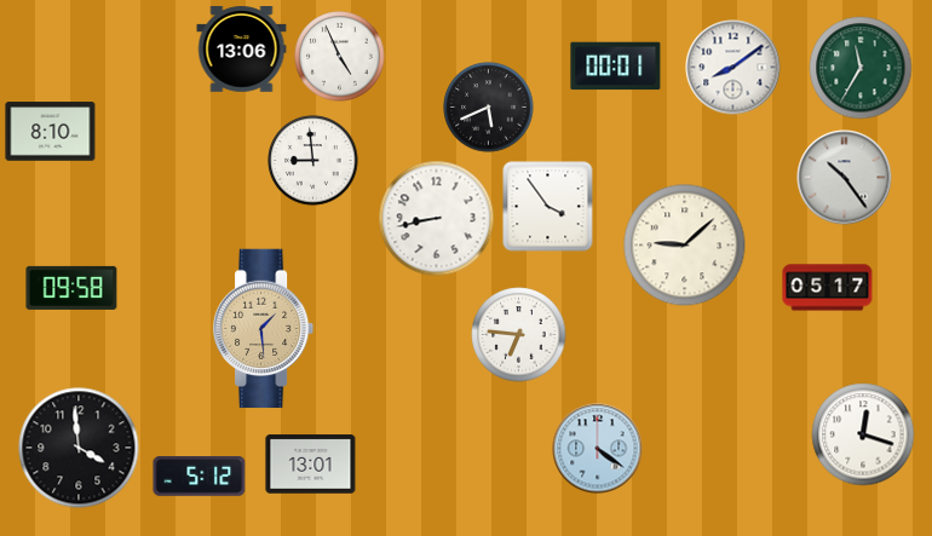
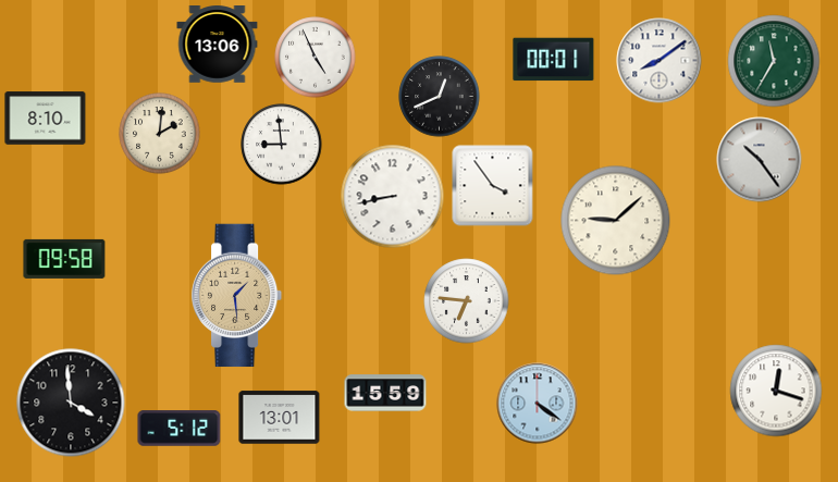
clock at (340, 57) position: (340, 57) -> (316, 58)
clock at (489, 108): 5:41 -> 12:41
clock at (160, 134): none -> 2:01
clock at (828, 288): 05:17 -> none
clock at (385, 393): none -> 15:59
